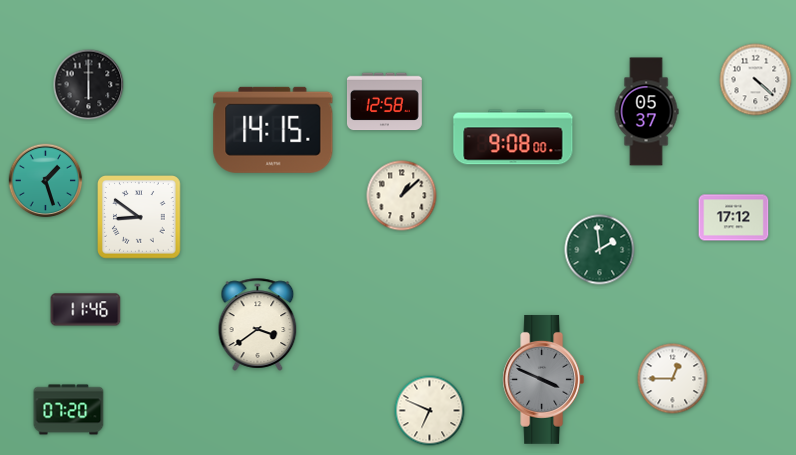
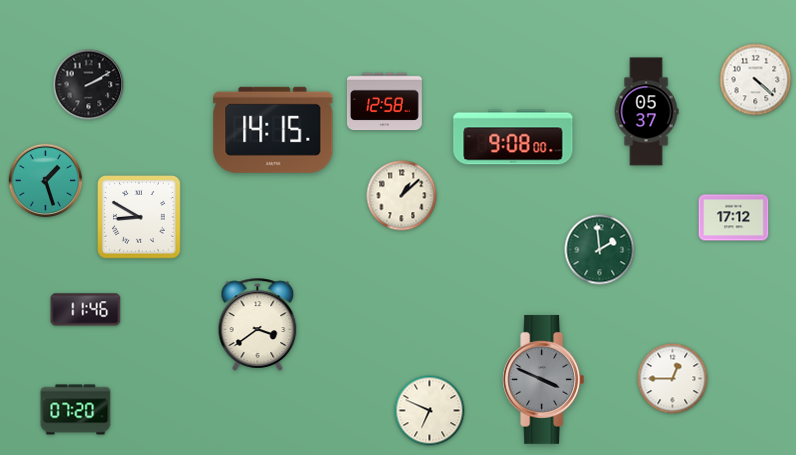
clock at (89, 85): 6:00 -> 2:10
clock at (139, 217): 8:51 -> 8:50
clock at (69, 410) position: (69, 410) -> (76, 410)
